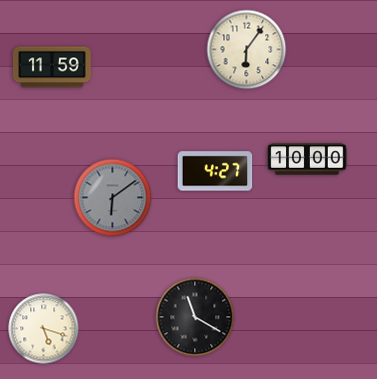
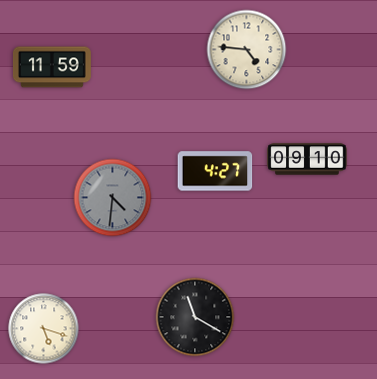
clock at (247, 50): 6:06 -> 4:46
clock at (307, 159): 10:00 -> 09:10
clock at (113, 198): 6:09 -> 4:31
